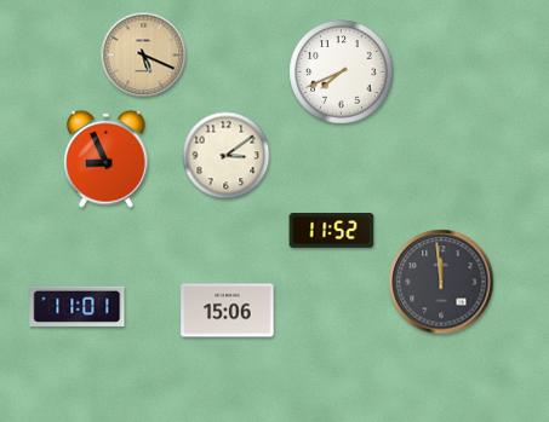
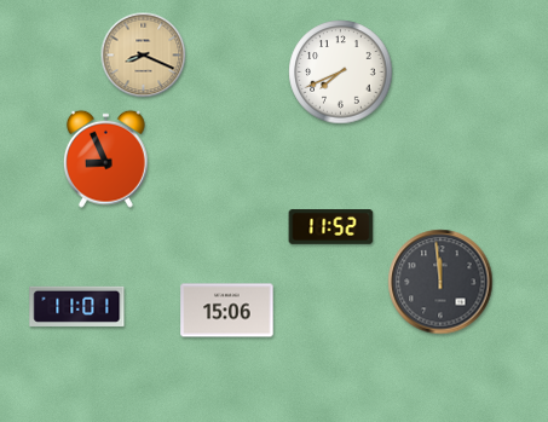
clock at (144, 56): 5:19 -> 8:19
clock at (227, 156): 3:09 -> none
clock at (332, 231) position: (332, 231) -> (331, 227)
